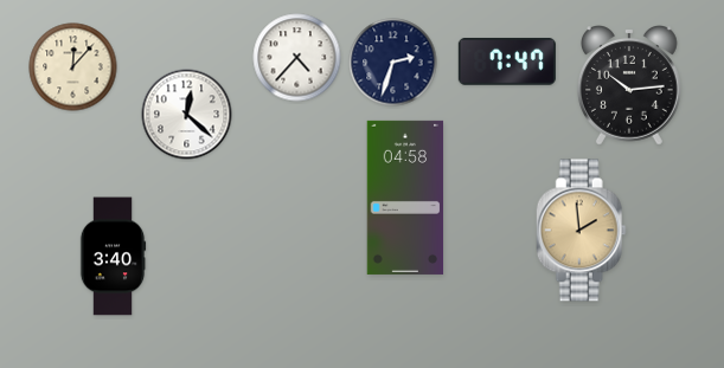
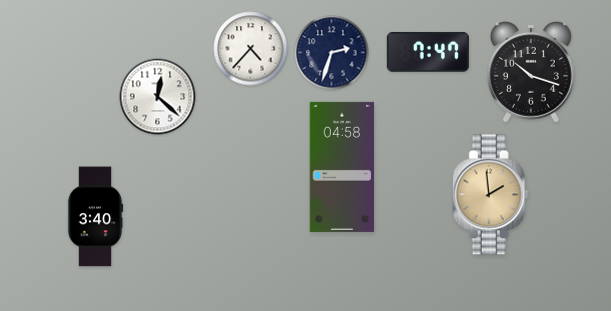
clock at (73, 67): 12:07 -> none
clock at (630, 86): 10:14 -> 10:18
